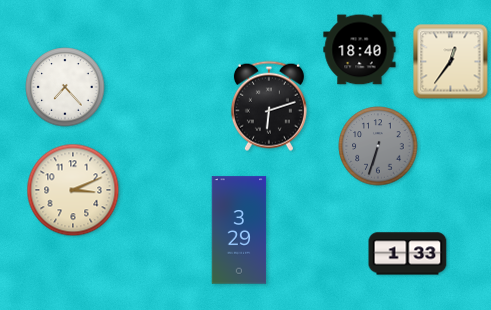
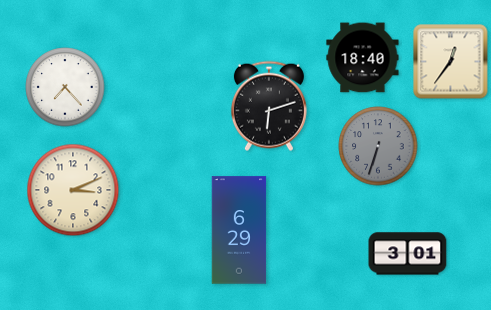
clock at (360, 50) position: (360, 50) -> (363, 58)
clock at (239, 230): 3:29 -> 6:29
clock at (408, 254): 1:33 -> 3:01
